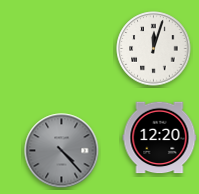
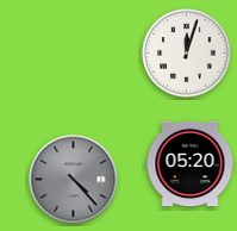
clock at (154, 49) position: (154, 49) -> (187, 54)
clock at (160, 138): 12:20 -> 05:20
